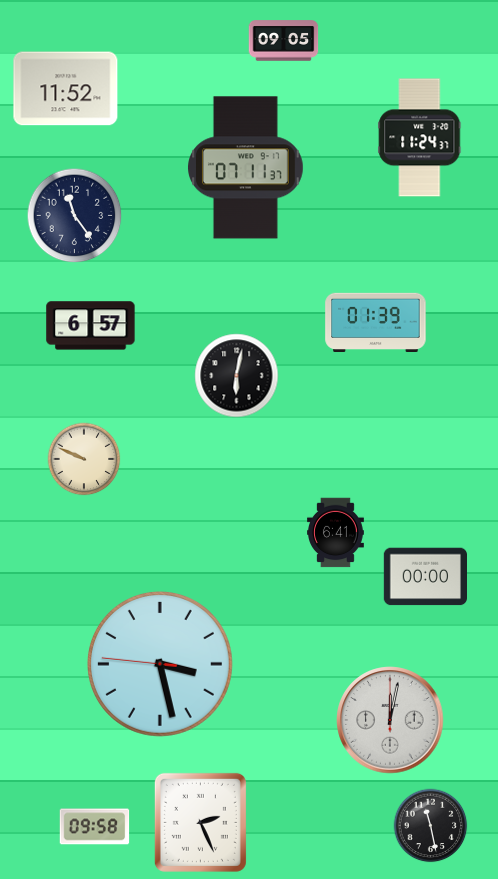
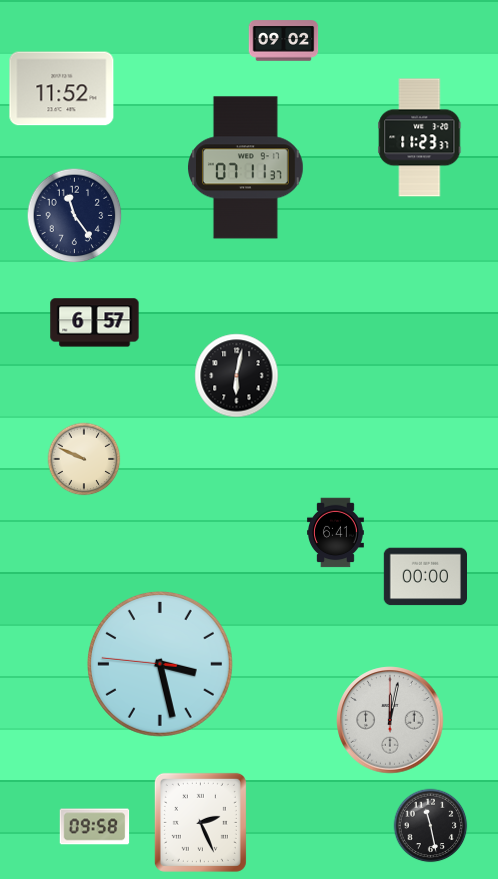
clock at (284, 41): 09:05 -> 09:02
clock at (66, 89) position: (66, 89) -> (62, 89)
clock at (420, 138): 11:24 -> 11:23
clock at (376, 323): 01:39 -> none
clock at (91, 326) position: (91, 326) -> (95, 323)
